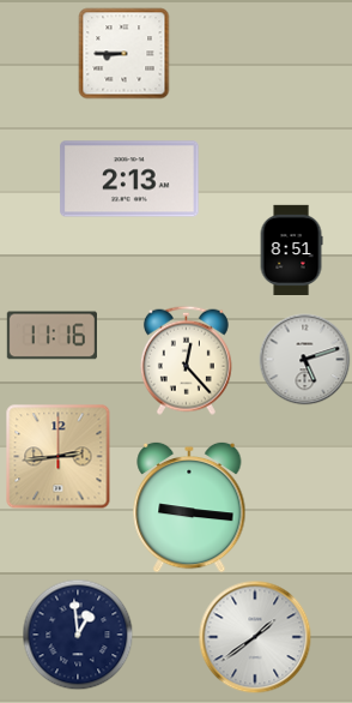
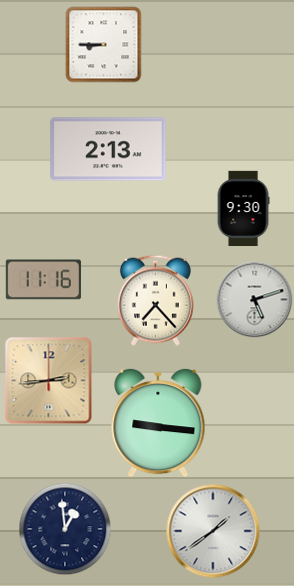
clock at (291, 250): 8:51 -> 9:30
clock at (186, 360): 12:23 -> 7:23
